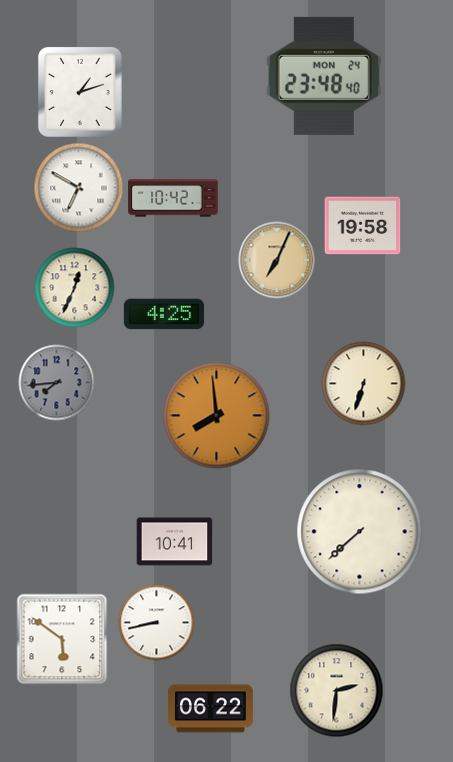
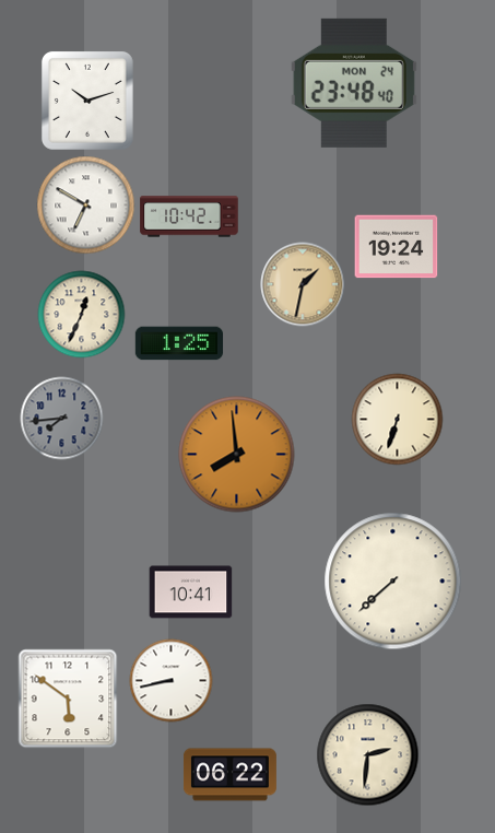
clock at (80, 92): 1:12 -> 10:12
clock at (363, 226): 19:58 -> 19:24
clock at (277, 260): 7:04 -> 1:32
clock at (164, 314): 4:25 -> 1:25
